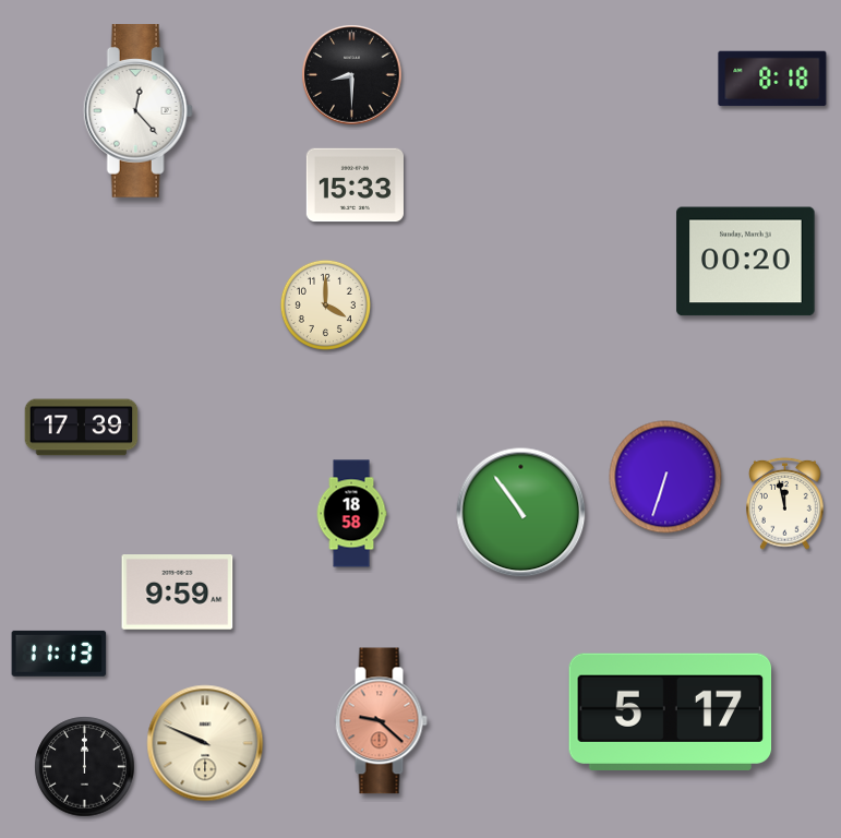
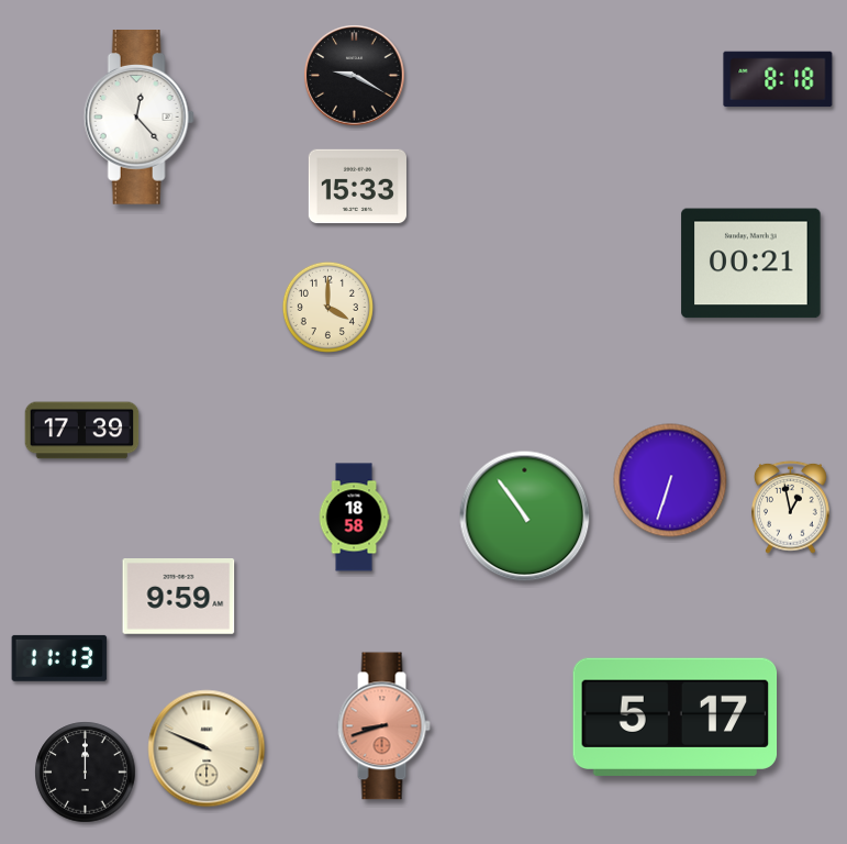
clock at (352, 75): 8:30 -> 9:20
clock at (137, 111) position: (137, 111) -> (138, 118)
clock at (746, 262): 00:20 -> 00:21
clock at (785, 503): 11:58 -> 12:58
clock at (381, 721): 9:22 -> 8:42
